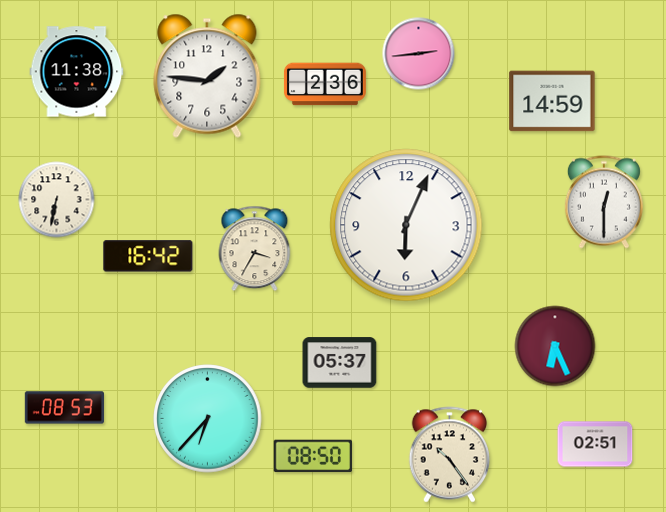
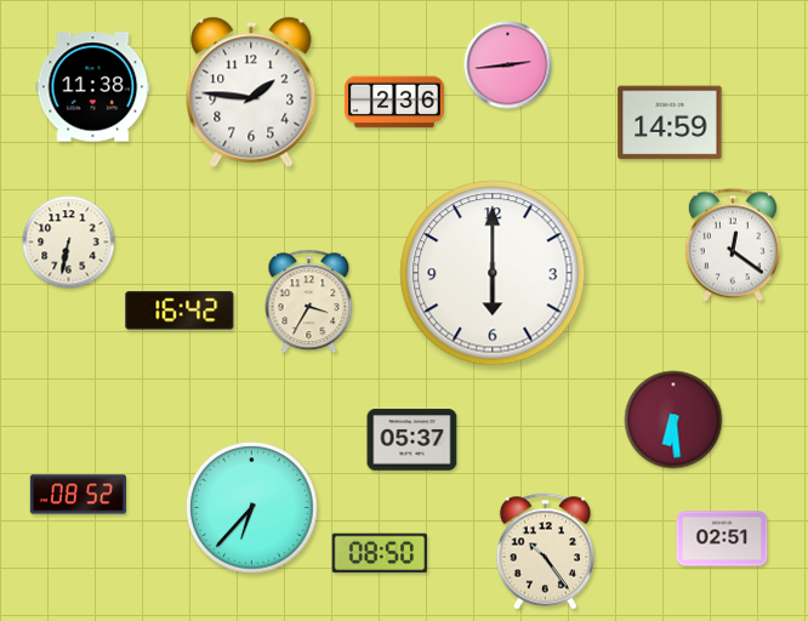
clock at (604, 202): 12:30 -> 12:21
clock at (406, 225): 6:04 -> 6:00
clock at (555, 346): 6:26 -> 6:29
clock at (64, 408): 08:53 -> 08:52
